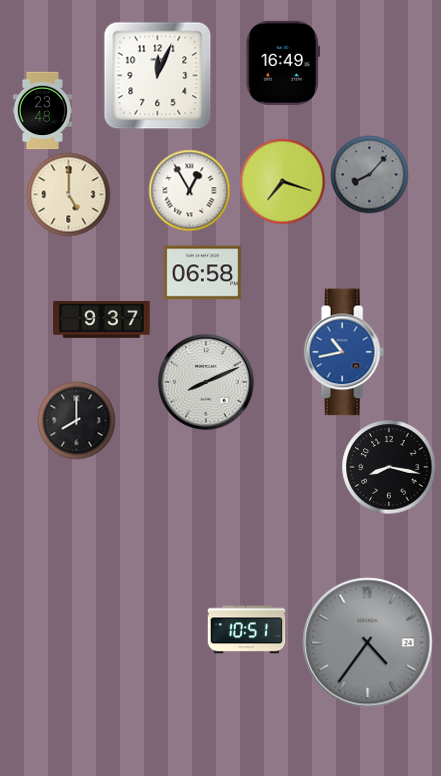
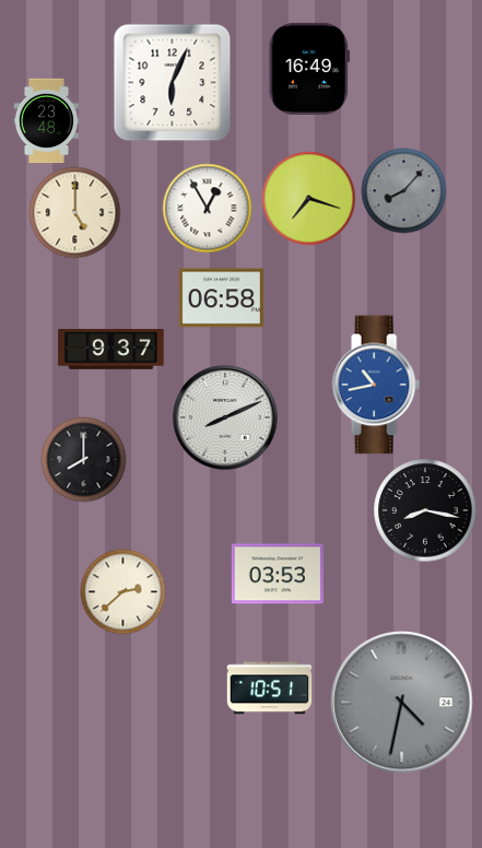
clock at (157, 75): 12:04 -> 6:04
clock at (278, 574): none -> 03:53
clock at (122, 591): none -> 2:38
clock at (368, 643): 4:36 -> 4:32
